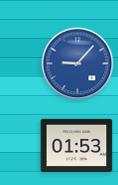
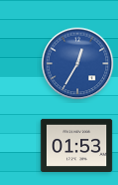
clock at (78, 64): 9:07 -> 12:35
